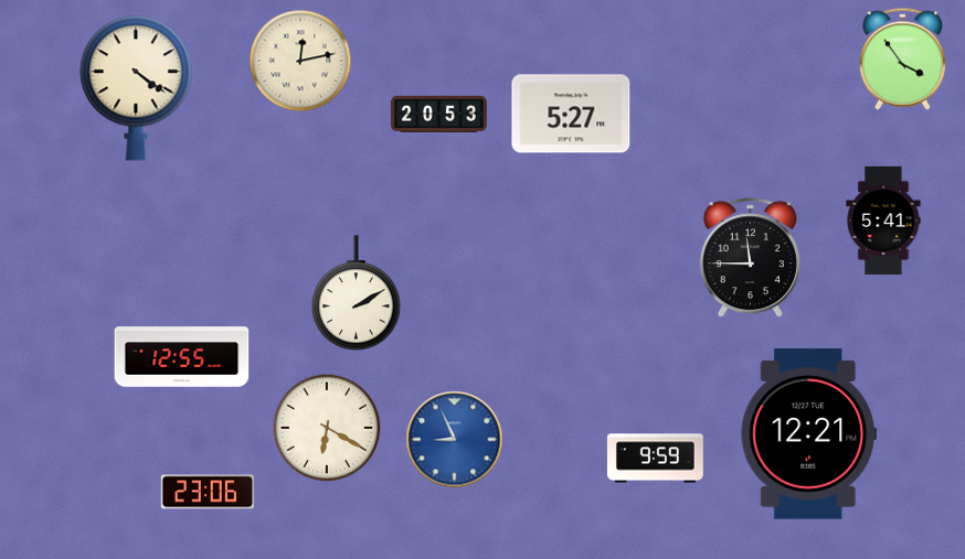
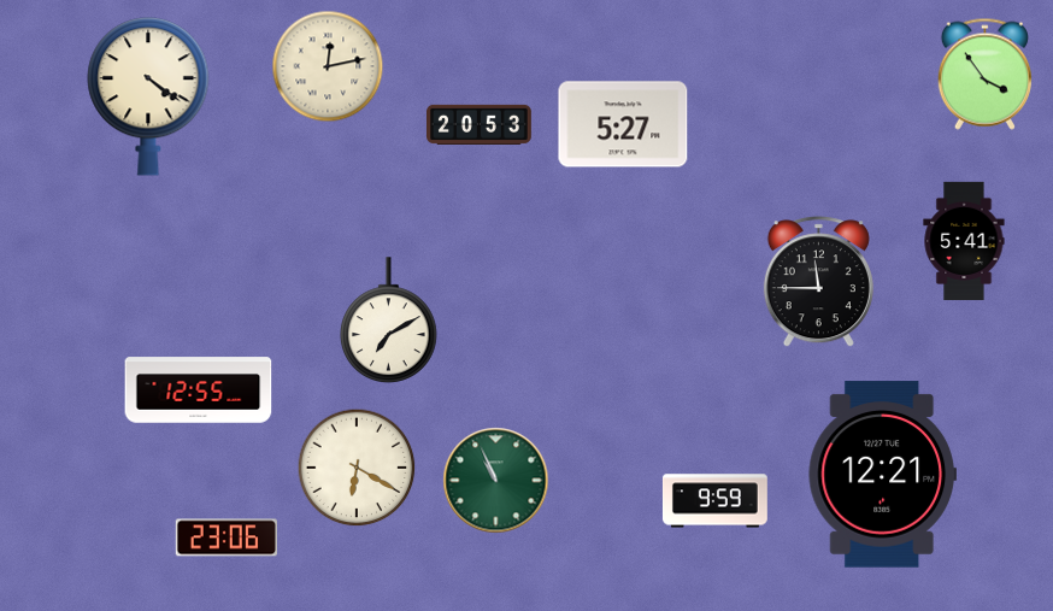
clock at (902, 58) position: (902, 58) -> (984, 74)
clock at (357, 292): 2:10 -> 7:10
clock at (455, 440): 8:56 -> 10:56
clock at (455, 440) dial: blue -> green
